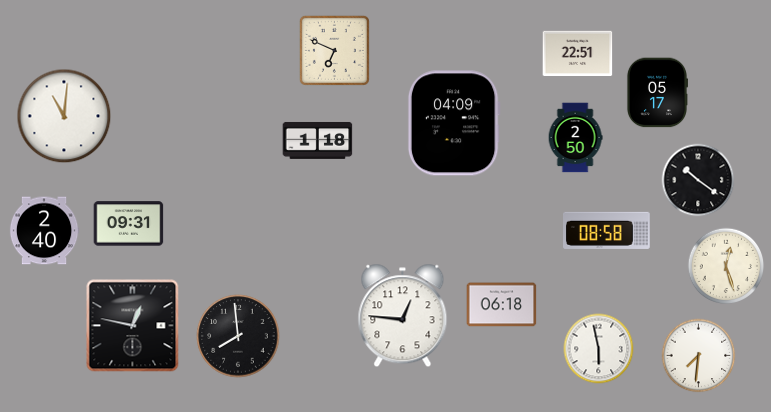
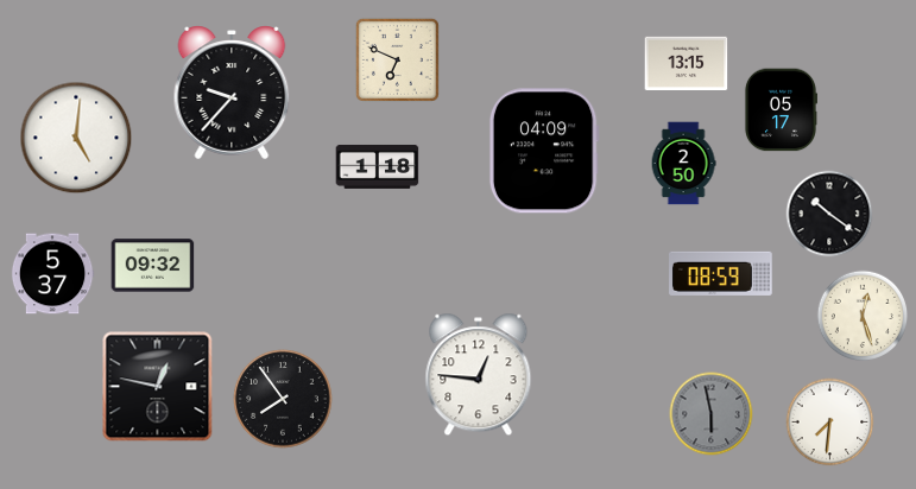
clock at (578, 53): 22:51 -> 13:15
clock at (232, 93): none -> 9:37
clock at (64, 116): 11:01 -> 5:01
clock at (454, 123) position: (454, 123) -> (544, 151)
clock at (129, 224): 09:31 -> 09:32
clock at (607, 230): 08:58 -> 08:59
clock at (44, 231): 2:40 -> 5:37
clock at (502, 305): 06:18 -> none
clock at (238, 336): 7:59 -> 7:54
clock at (599, 349) dial: white -> grey
